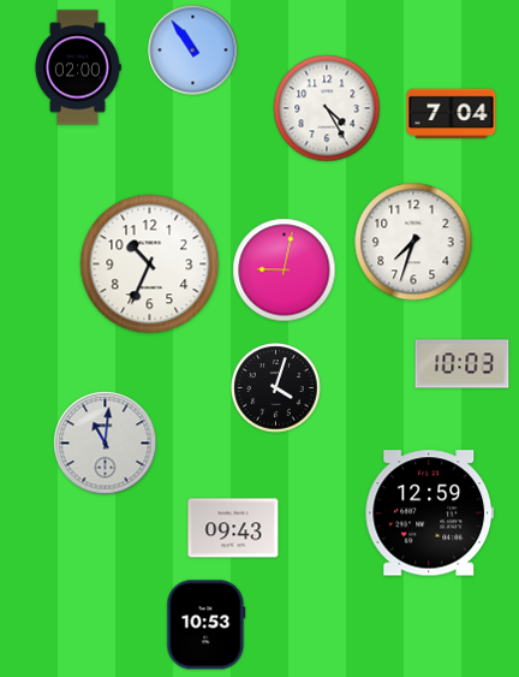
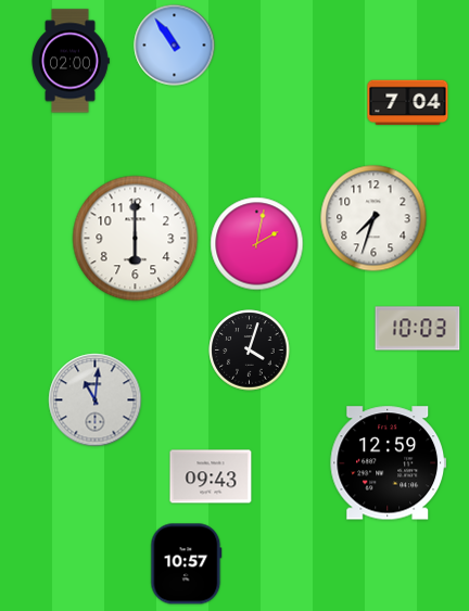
clock at (327, 108): 4:25 -> none
clock at (150, 265): 10:34 -> 6:00
clock at (285, 271): 9:02 -> 2:02
clock at (207, 625): 10:53 -> 10:57
